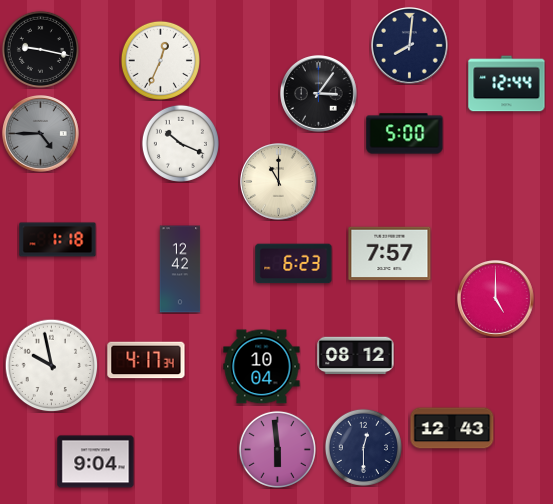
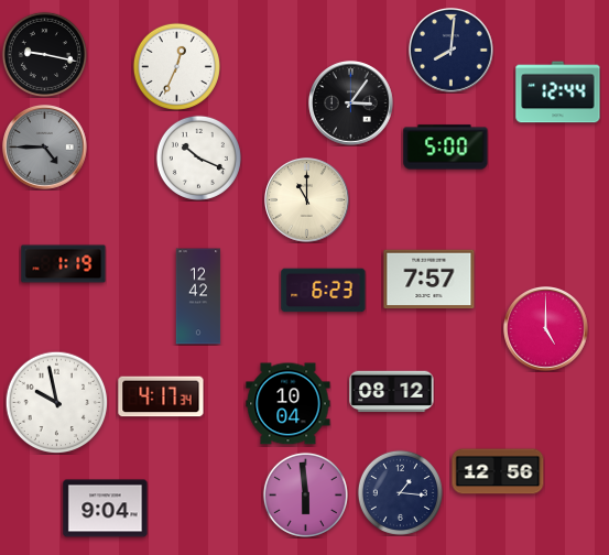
clock at (58, 240): 1:18 -> 1:19
clock at (452, 428): 12:43 -> 12:56
clock at (363, 447): 12:30 -> 1:16
